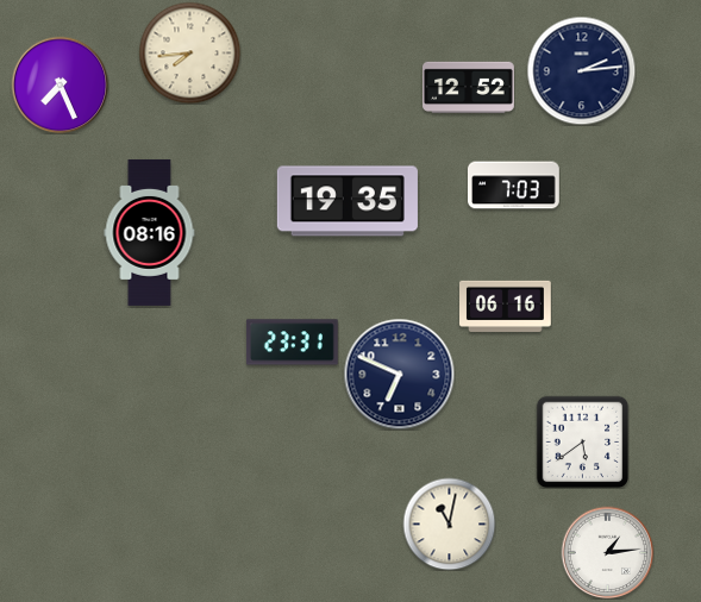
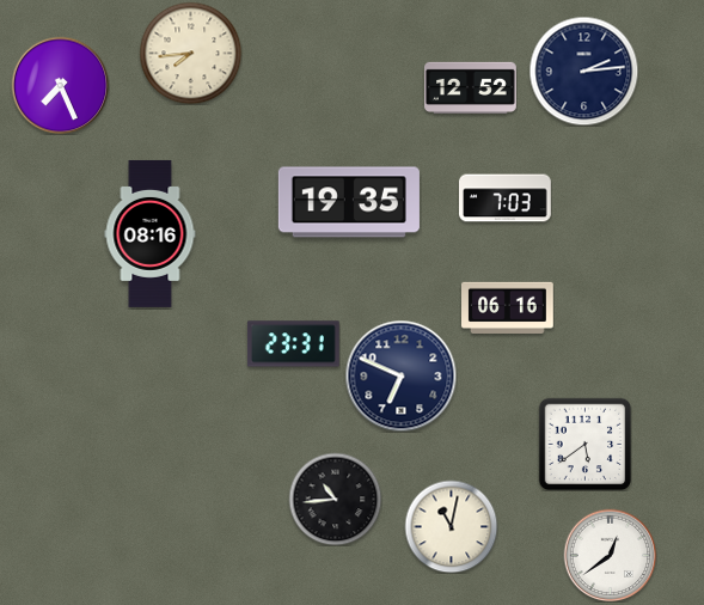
clock at (514, 186) position: (514, 186) -> (506, 198)
clock at (335, 499): none -> 10:44
clock at (607, 552): 1:14 -> 12:39
